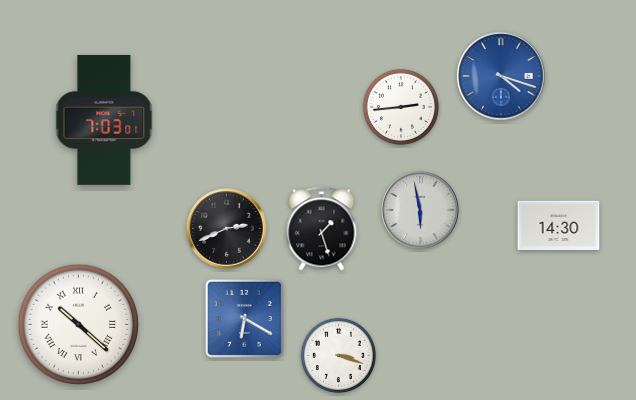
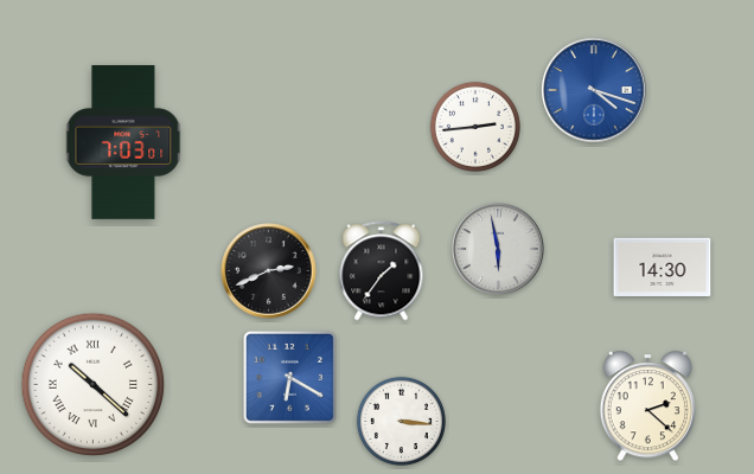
clock at (322, 229): 1:27 -> 1:36
clock at (647, 406): none -> 2:22
clock at (338, 355): 3:18 -> 3:16
